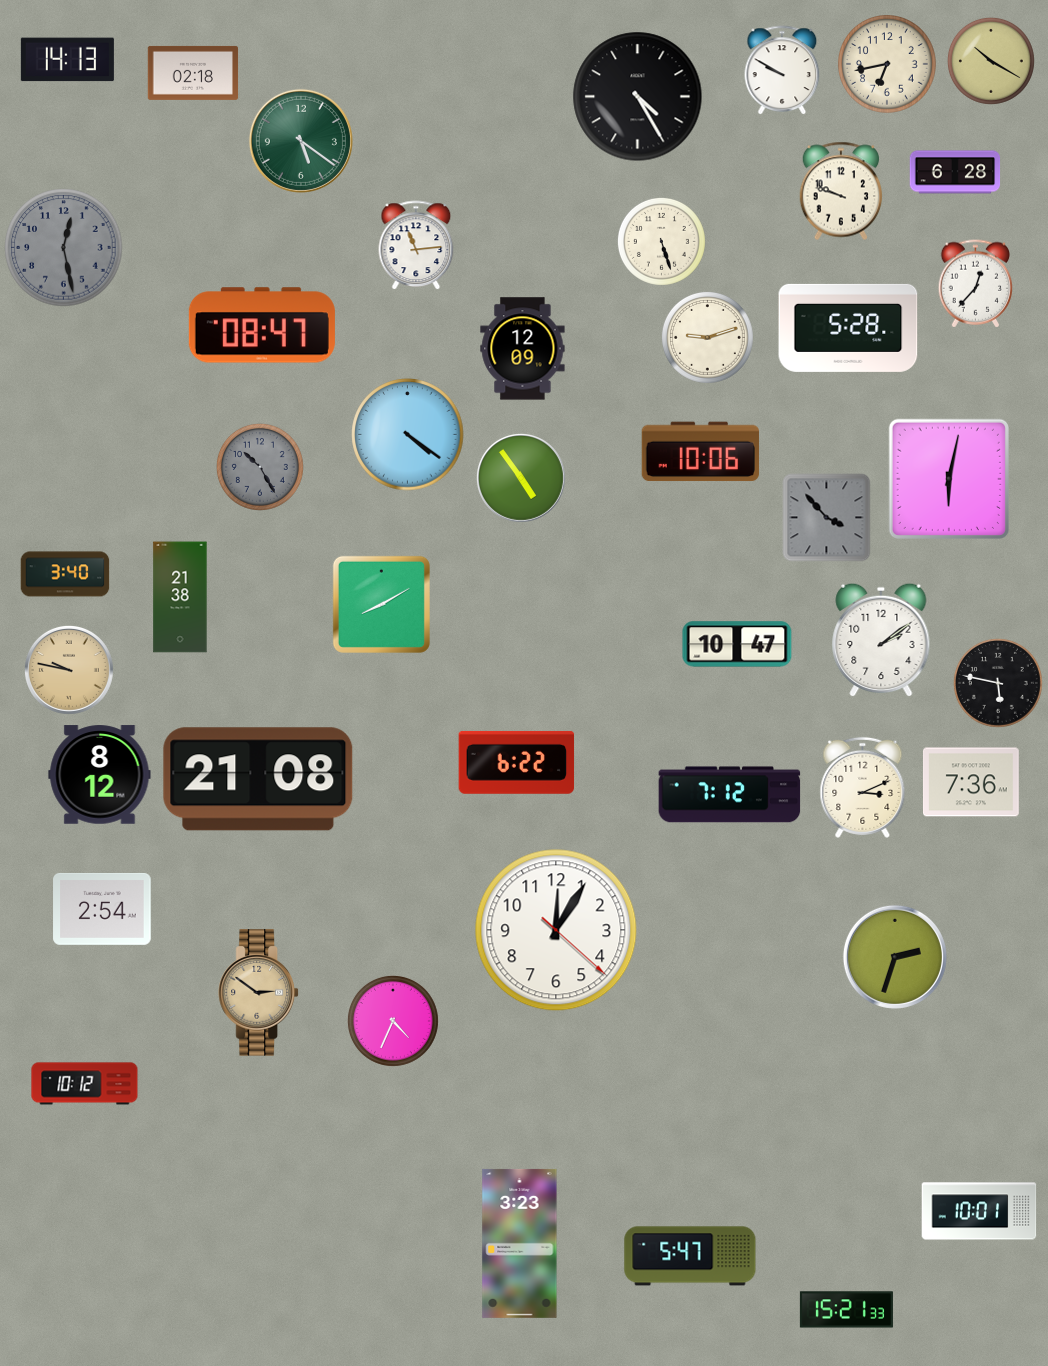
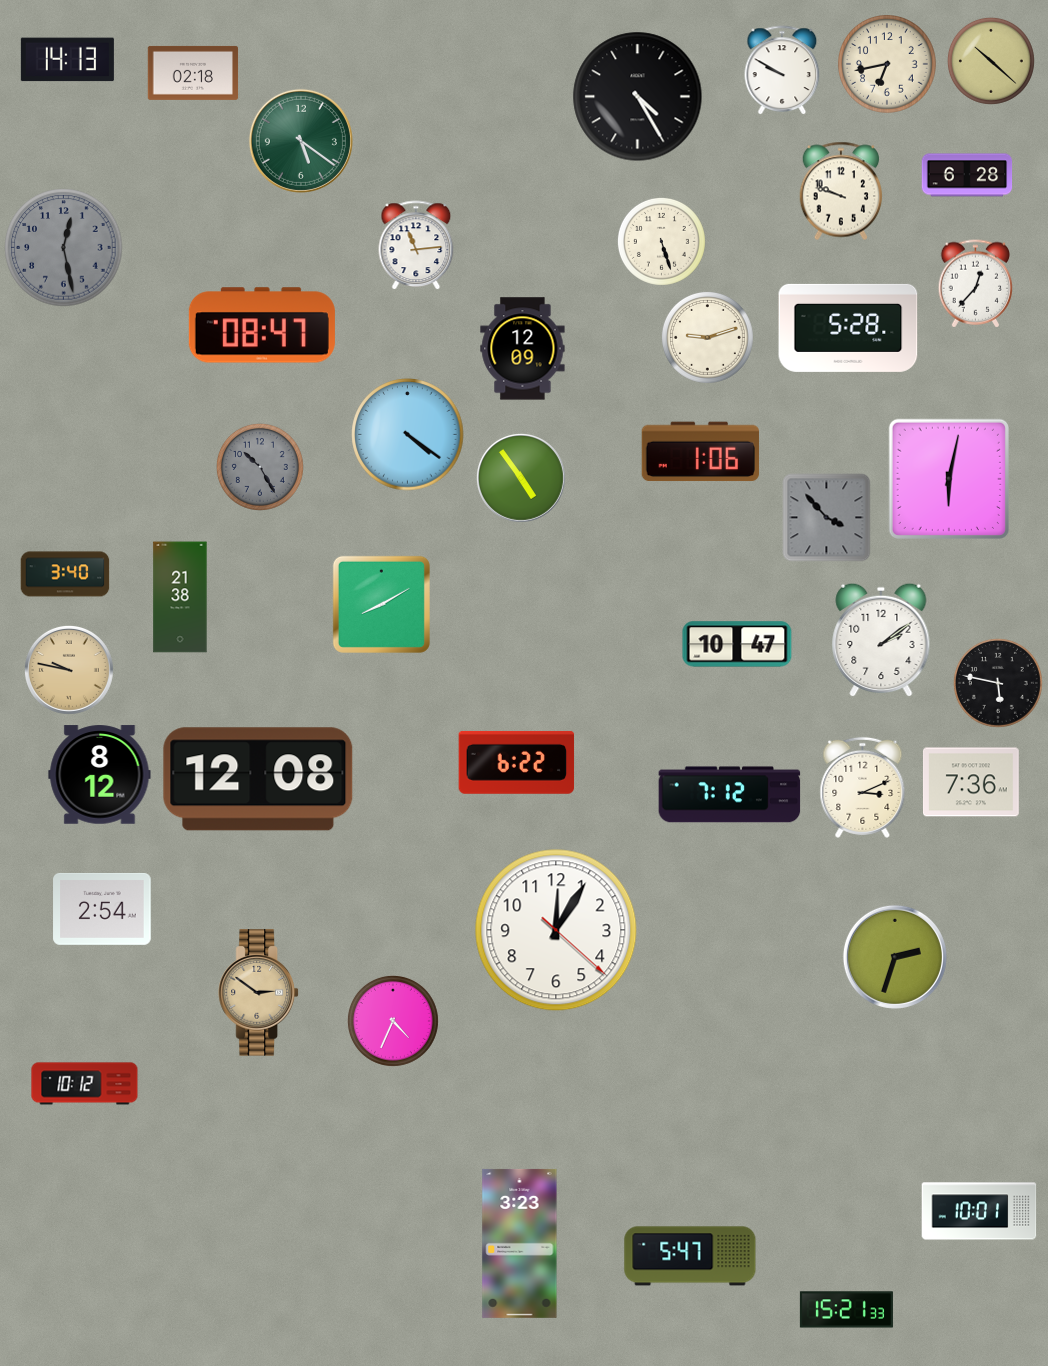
clock at (991, 61): 10:20 -> 10:22
clock at (955, 172) position: (955, 172) -> (967, 175)
clock at (700, 452): 10:06 -> 1:06
clock at (258, 779): 21:08 -> 12:08
